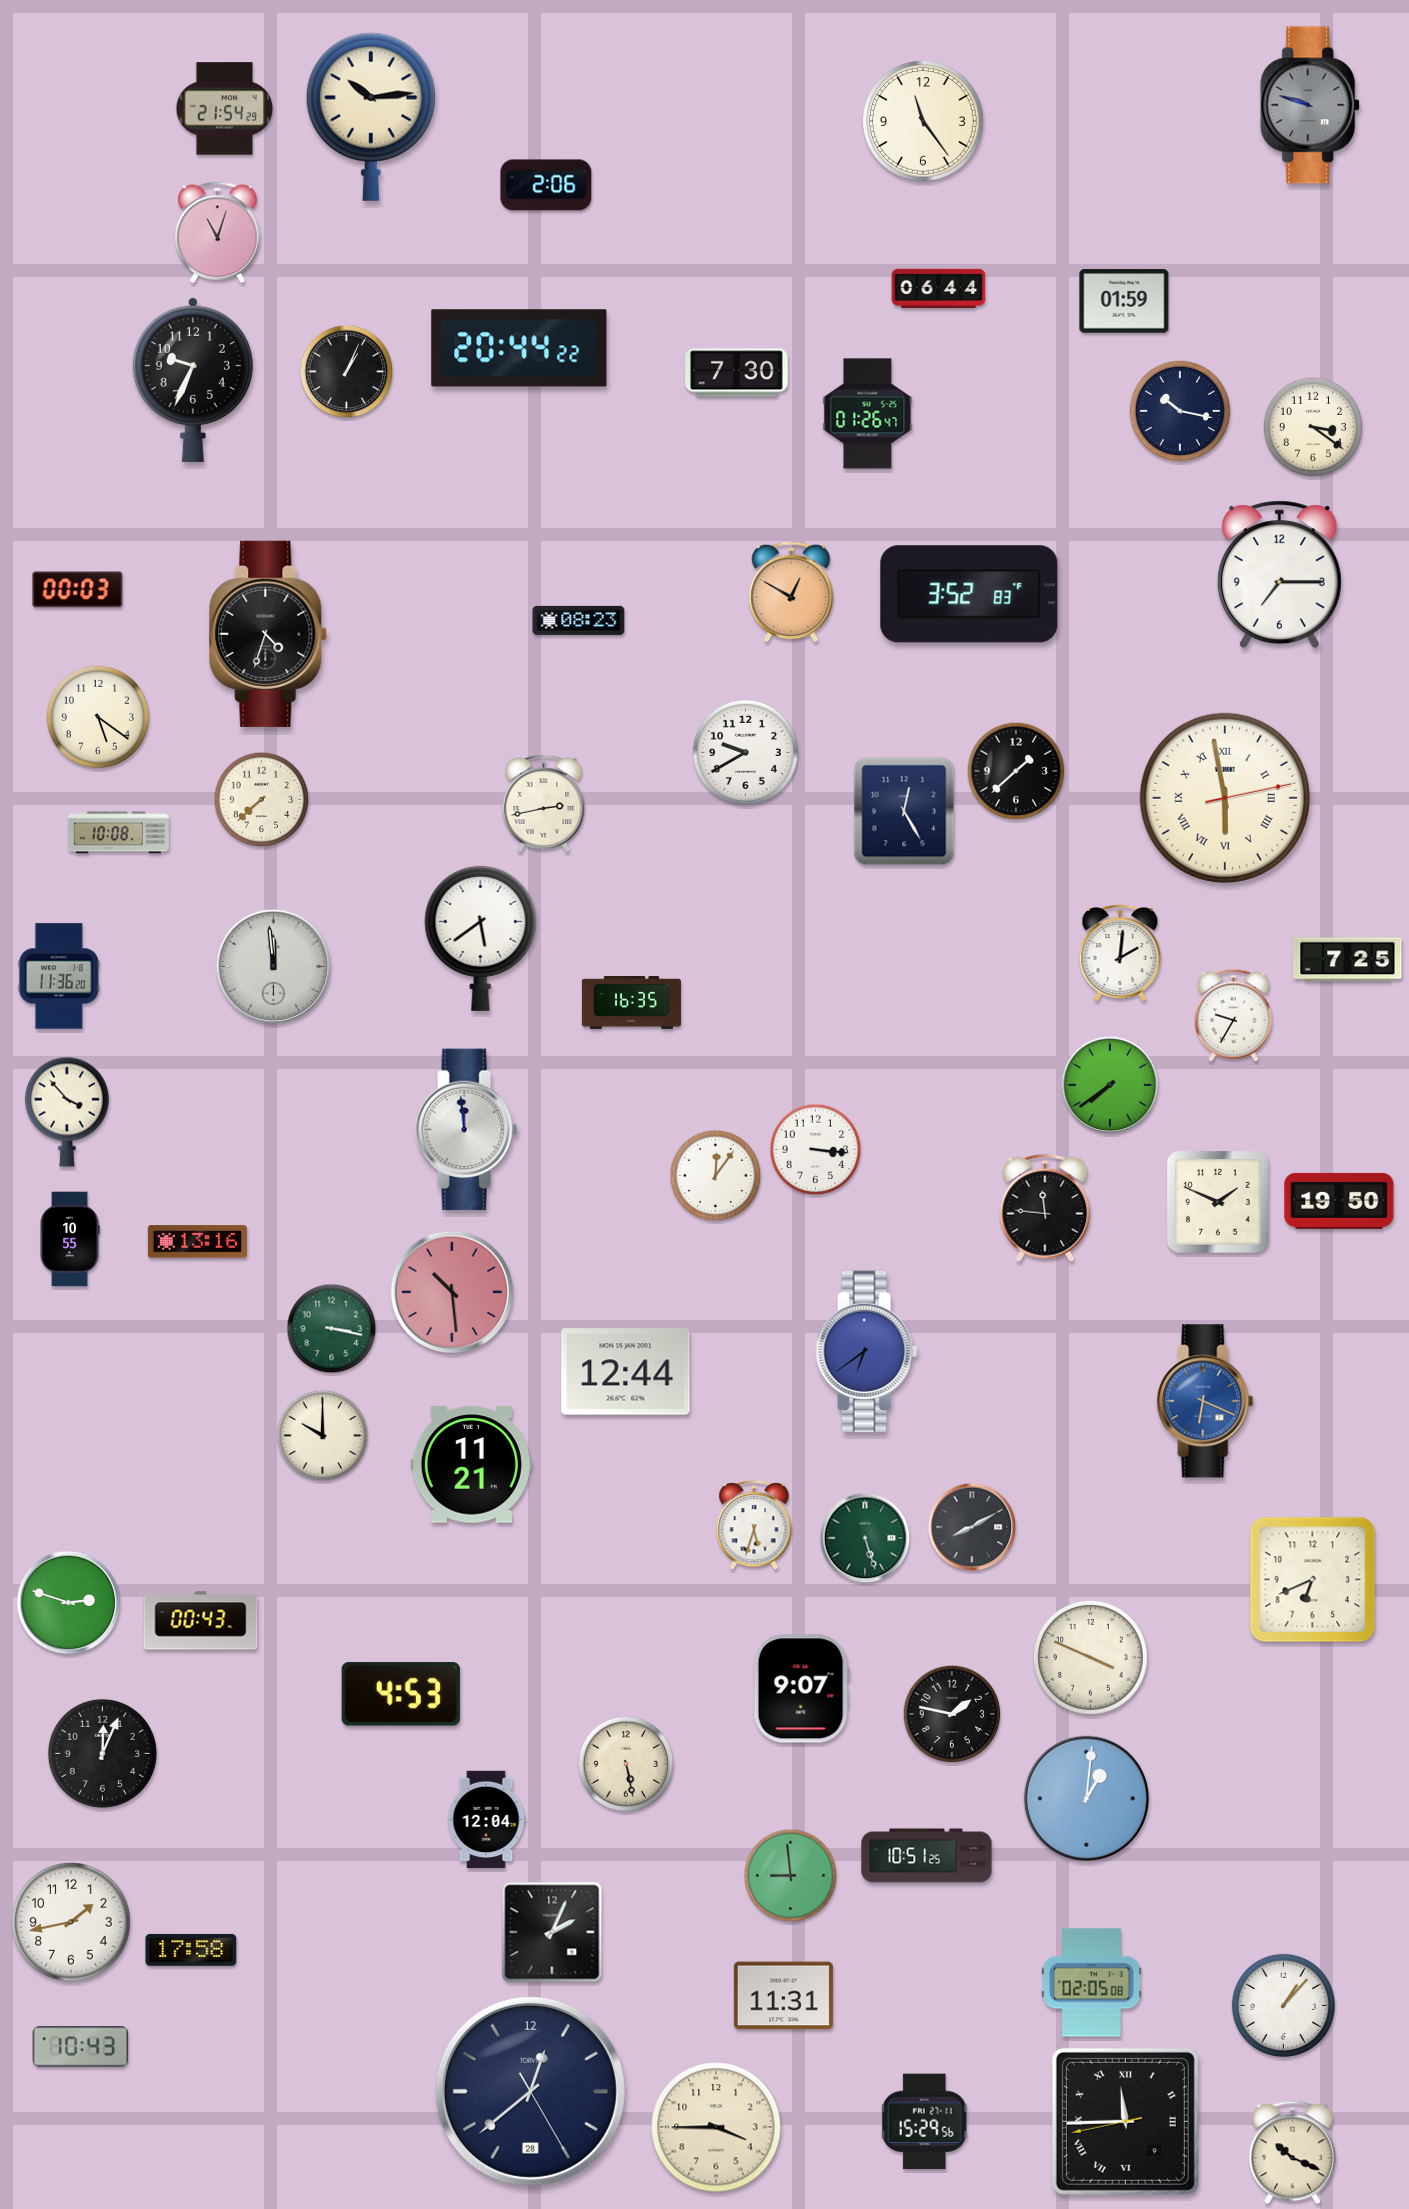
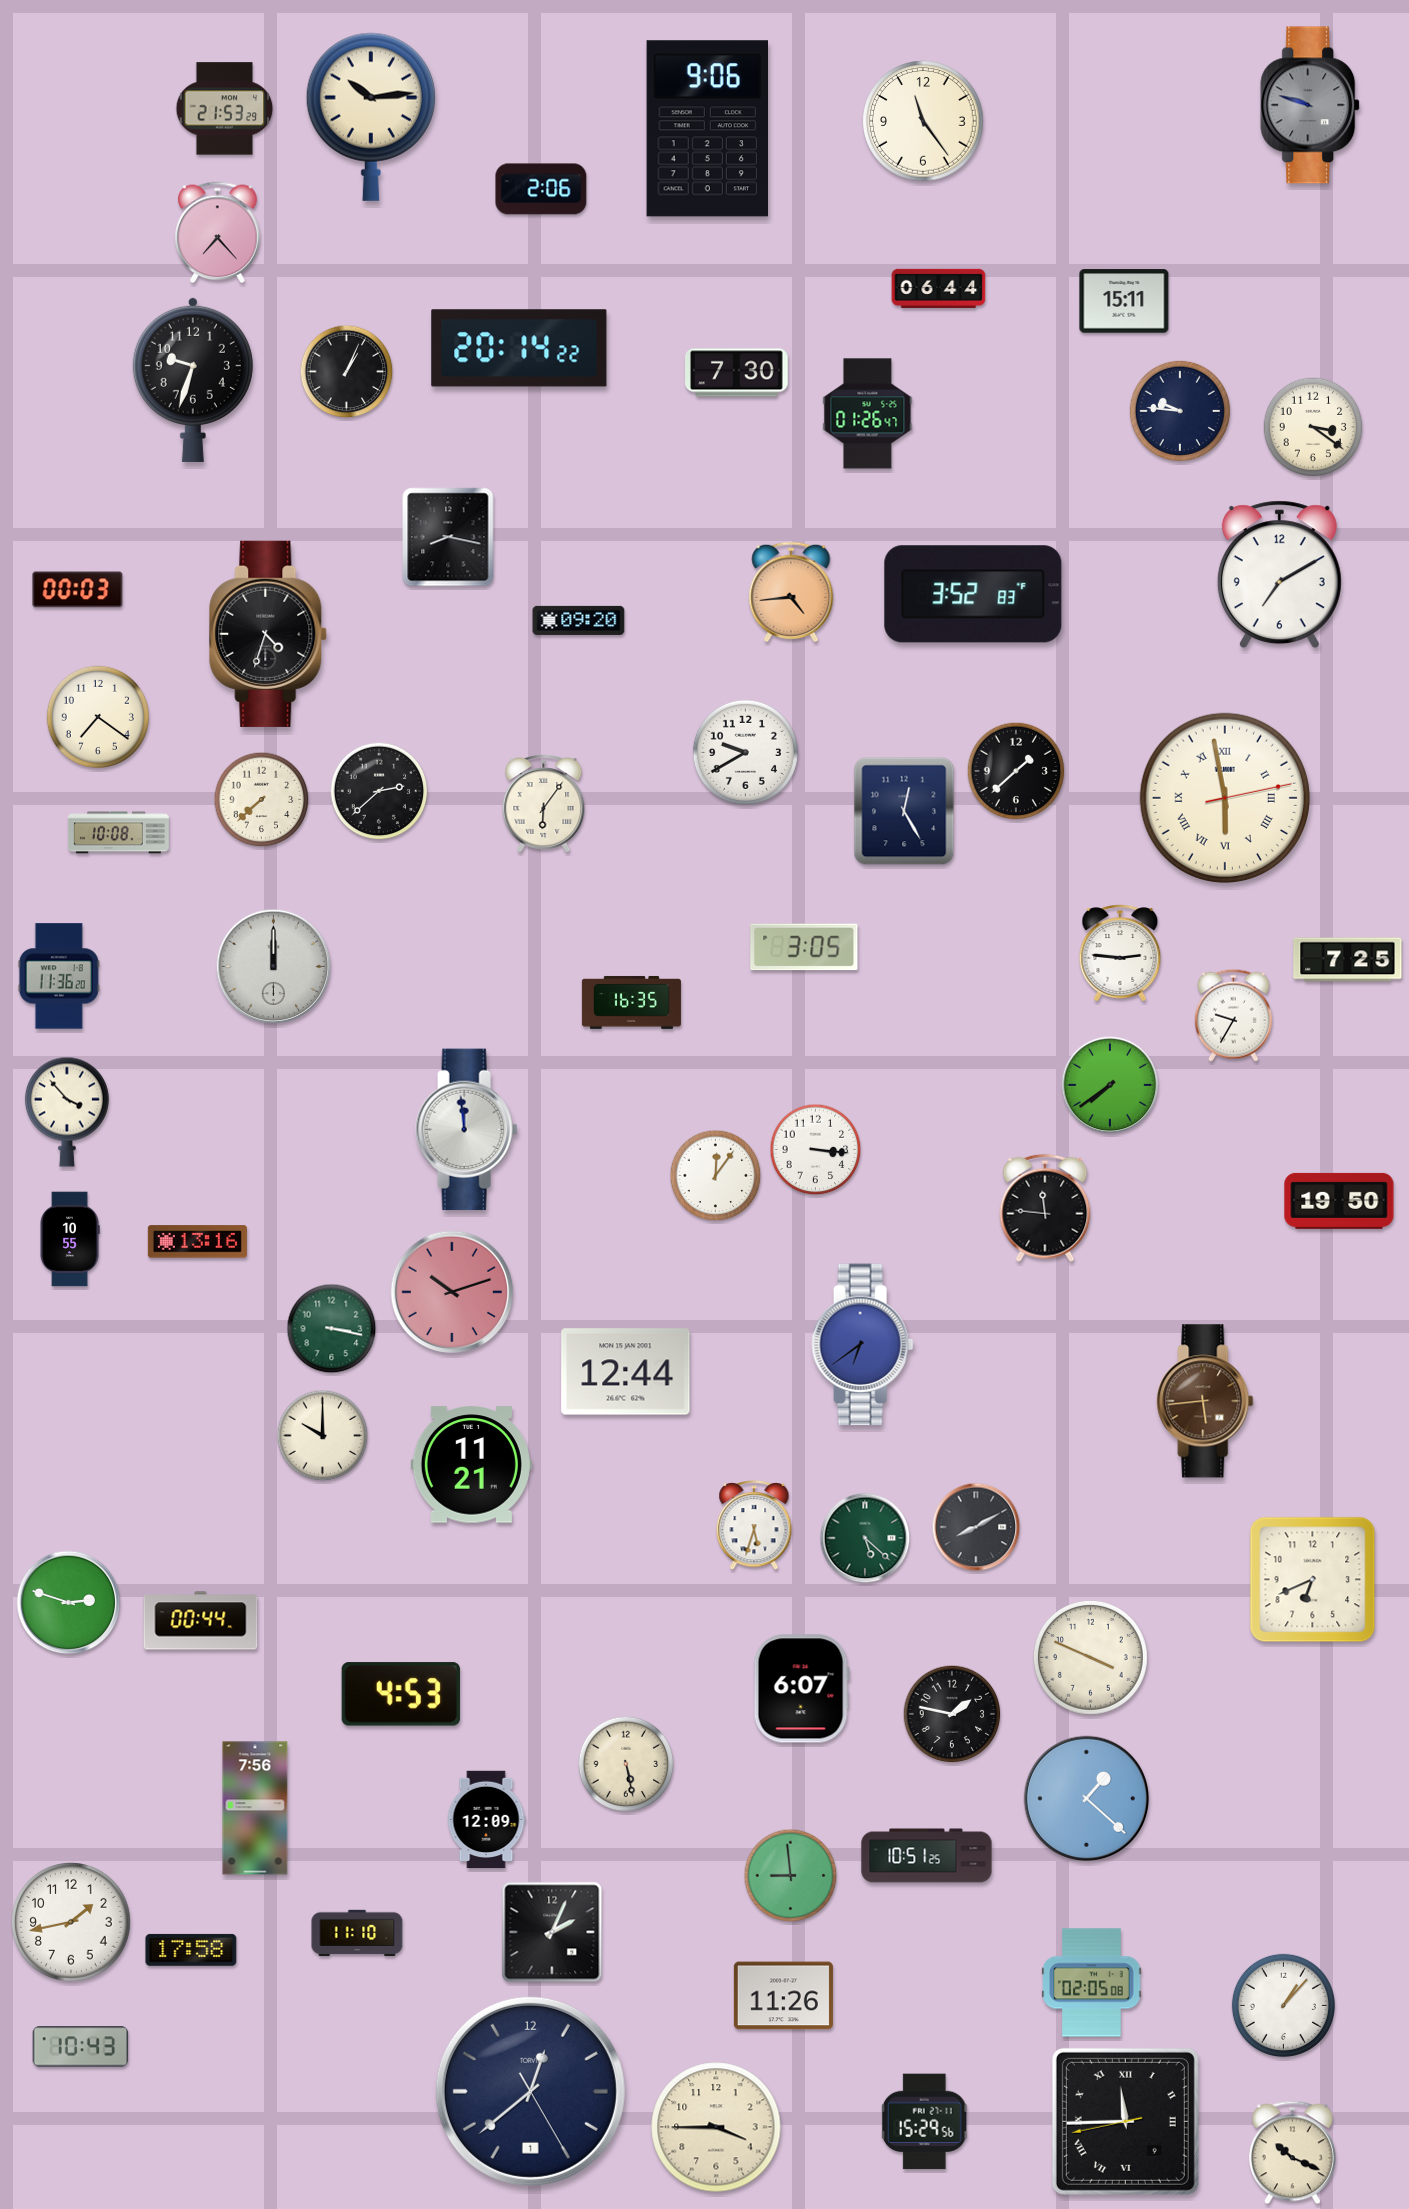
clock at (225, 109): 21:54 -> 21:53
clock at (707, 129): none -> 9:06
clock at (546, 185) position: (546, 185) -> (541, 189)
clock at (218, 233): 11:03 -> 7:23
clock at (1124, 301): 01:59 -> 15:11
clock at (519, 348): 20:44 -> 20:14
clock at (193, 379): 9:34 -> 9:33
clock at (1179, 410): 10:17 -> 9:46
clock at (448, 537): none -> 8:17
clock at (1279, 575): 7:15 -> 7:10
clock at (791, 592): 12:50 -> 4:44
clock at (969, 594) position: (969, 594) -> (973, 594)
clock at (579, 620): 08:23 -> 09:20
clock at (98, 717): 5:21 -> 7:21
clock at (379, 791): none -> 2:38
clock at (544, 804): 2:43 -> 6:06
clock at (481, 938): 5:39 -> none
clock at (804, 947): none -> 3:05
clock at (1120, 953): 2:01 -> 2:46
clock at (274, 967): 11:59 -> 12:00
clock at (1219, 1203): 1:49 -> none
clock at (452, 1292): 10:29 -> 10:12
clock at (867, 1352) position: (867, 1352) -> (863, 1345)
clock at (1205, 1401): 6:19 -> 5:44
clock at (1205, 1401) dial: blue -> brown
clock at (972, 1527) position: (972, 1527) -> (976, 1527)
clock at (865, 1538): 5:27 -> 5:22
clock at (201, 1621): 00:43 -> 00:44
clock at (801, 1689): 9:07 -> 6:07
clock at (102, 1753): 12:04 -> none
clock at (1087, 1799): 1:01 -> 1:22
clock at (255, 1808): none -> 7:56
clock at (486, 1820): 12:04 -> 12:09
clock at (357, 1933): none -> 11:10
clock at (783, 1996): 11:31 -> 11:26
clock at (530, 2091) date: 28 -> 1
